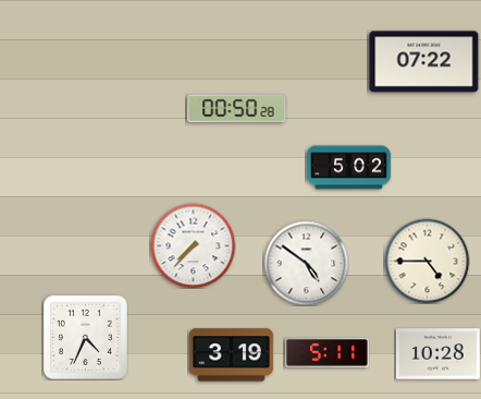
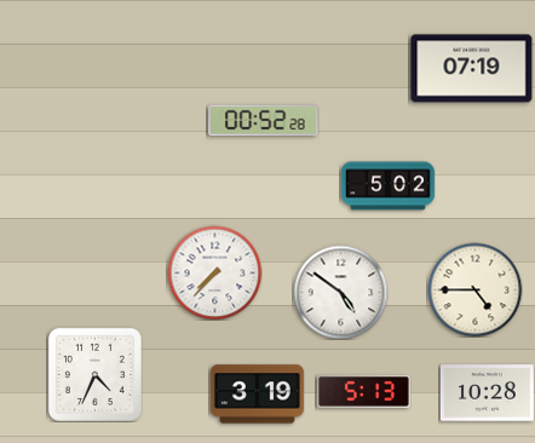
clock at (424, 62): 07:22 -> 07:19
clock at (237, 108): 00:50 -> 00:52
clock at (326, 352): 5:11 -> 5:13
